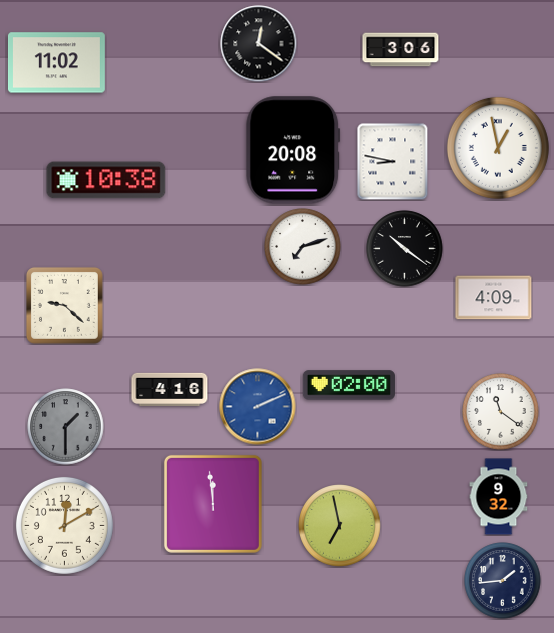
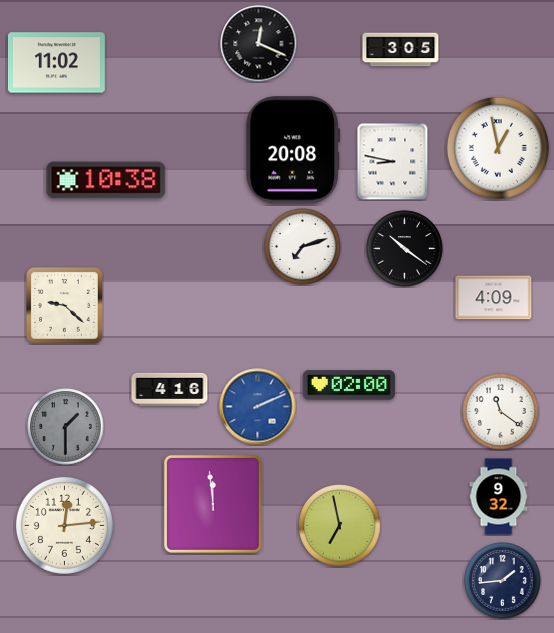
clock at (259, 44): 12:21 -> 12:19
clock at (401, 50): 3:06 -> 3:05
clock at (64, 525): 12:10 -> 12:14
